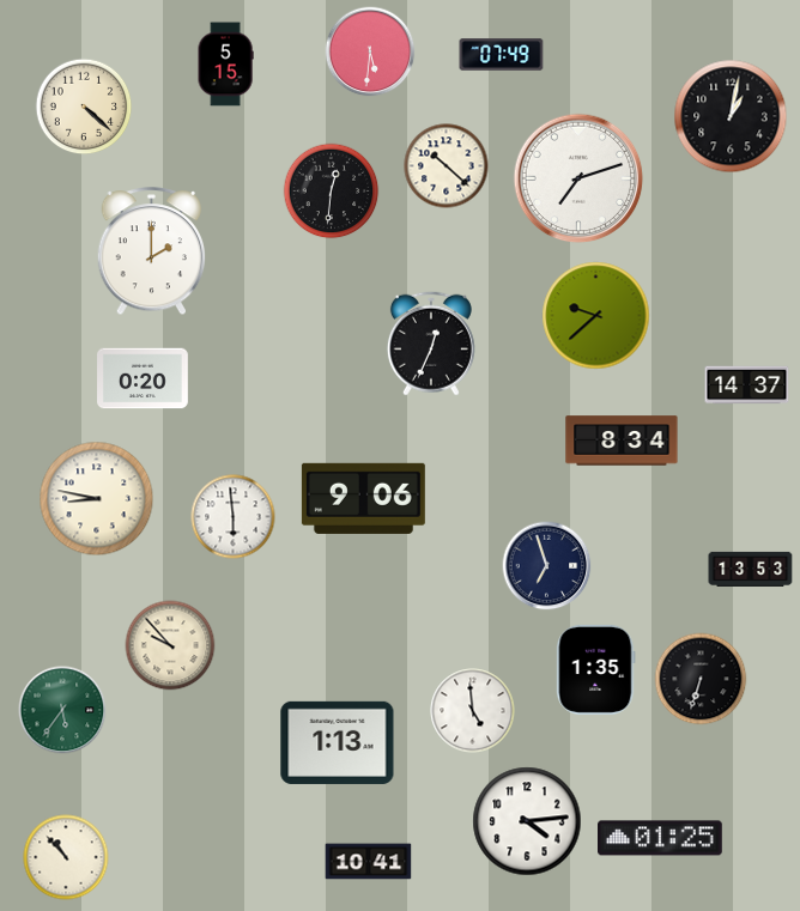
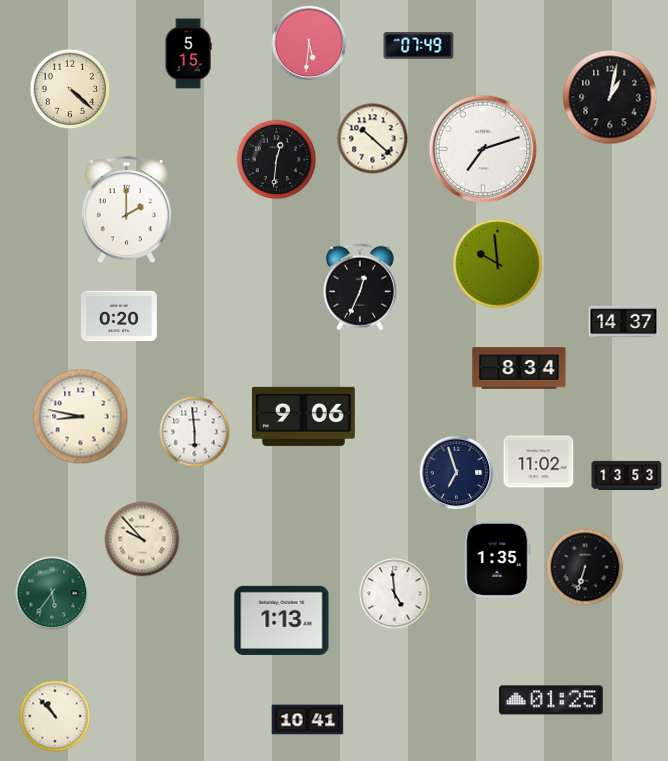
clock at (596, 316): 9:38 -> 9:59
clock at (539, 462): none -> 11:02
clock at (527, 821): 4:14 -> none
